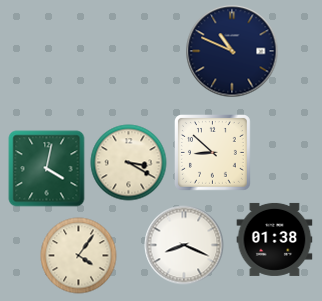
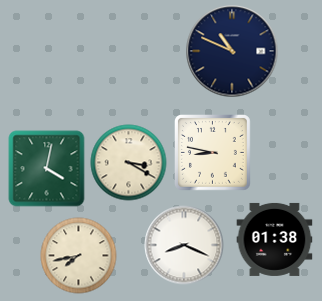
clock at (213, 153): 8:52 -> 8:47
clock at (79, 256): 4:06 -> 7:43
